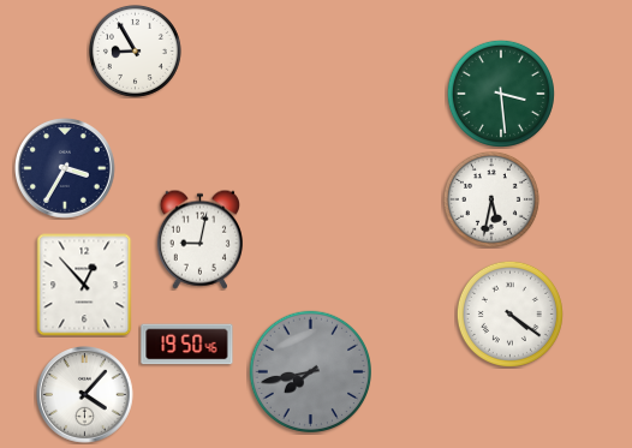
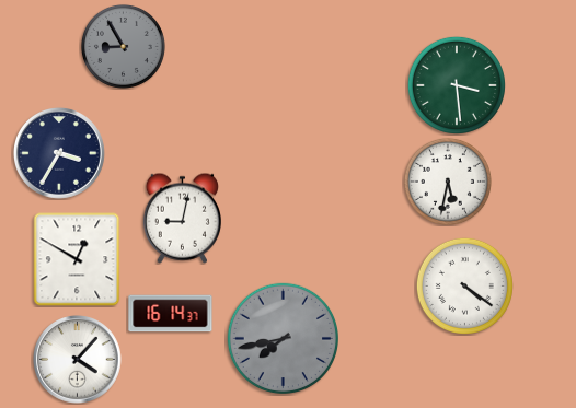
clock at (135, 50) dial: white -> grey
clock at (84, 285): 12:53 -> 12:50
clock at (187, 345): 19:50 -> 16:14
